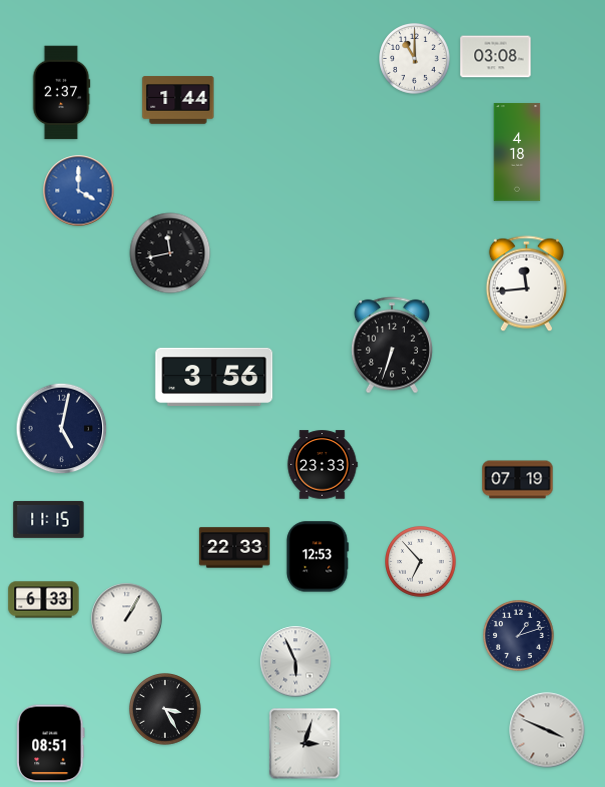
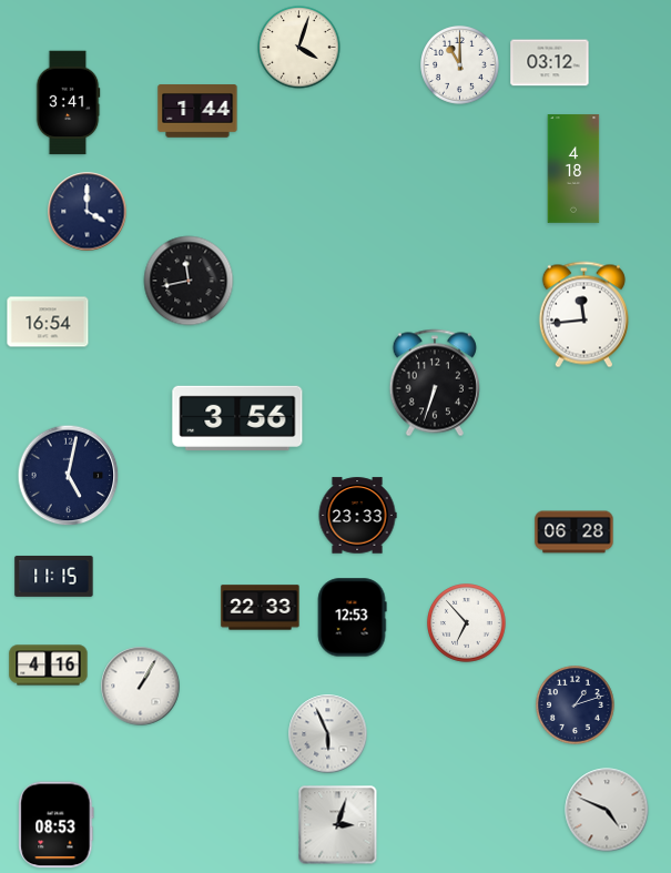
clock at (299, 48): none -> 4:03
clock at (496, 57): 03:08 -> 03:12
clock at (61, 93): 2:37 -> 3:41
clock at (79, 191) dial: blue -> navy
clock at (48, 322): none -> 16:54
clock at (518, 480): 07:19 -> 06:28
clock at (44, 600): 6:33 -> 4:16
clock at (165, 709): 3:25 -> none
clock at (547, 730): 3:49 -> 4:49
clock at (51, 744): 08:51 -> 08:53
